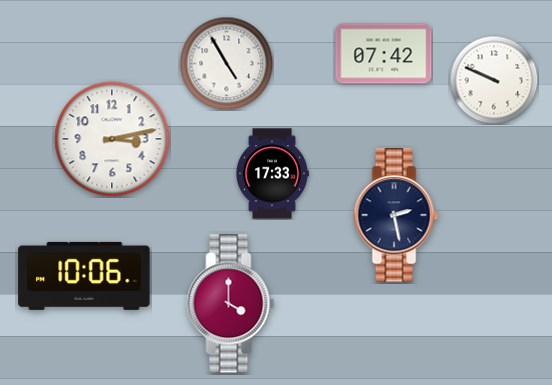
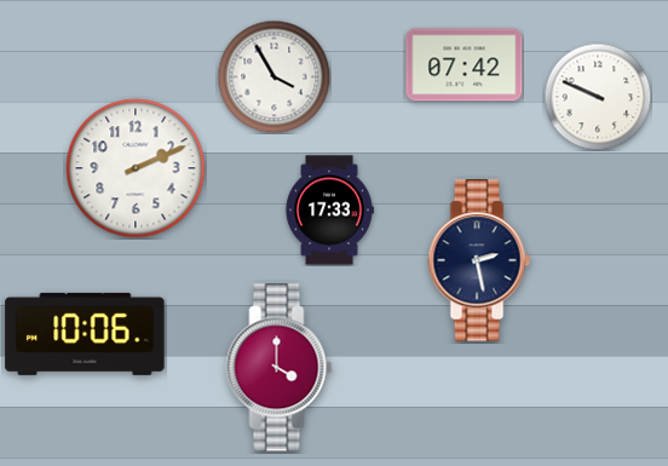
clock at (226, 63): 4:55 -> 3:55
clock at (112, 139): 3:13 -> 2:11
clock at (84, 276) position: (84, 276) -> (85, 334)
